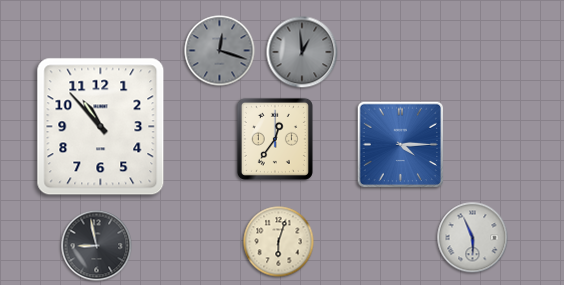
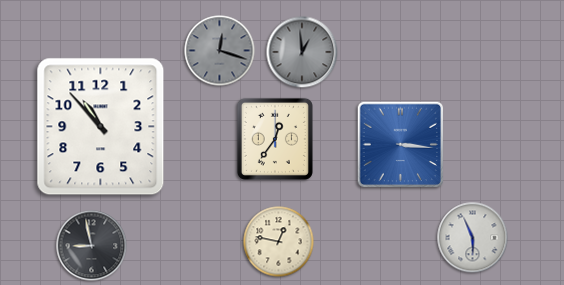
clock at (401, 145): 4:15 -> 3:16
clock at (279, 242): 6:03 -> 12:47
clock at (97, 246) position: (97, 246) -> (92, 246)
